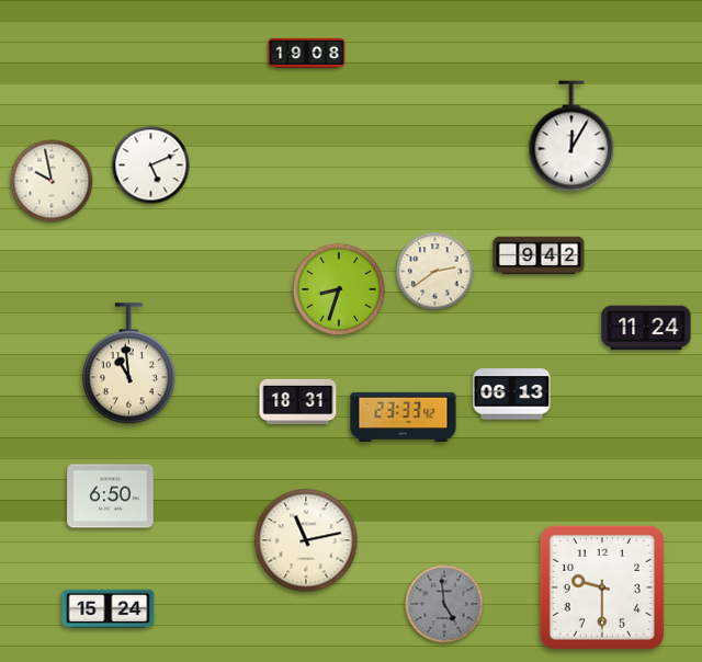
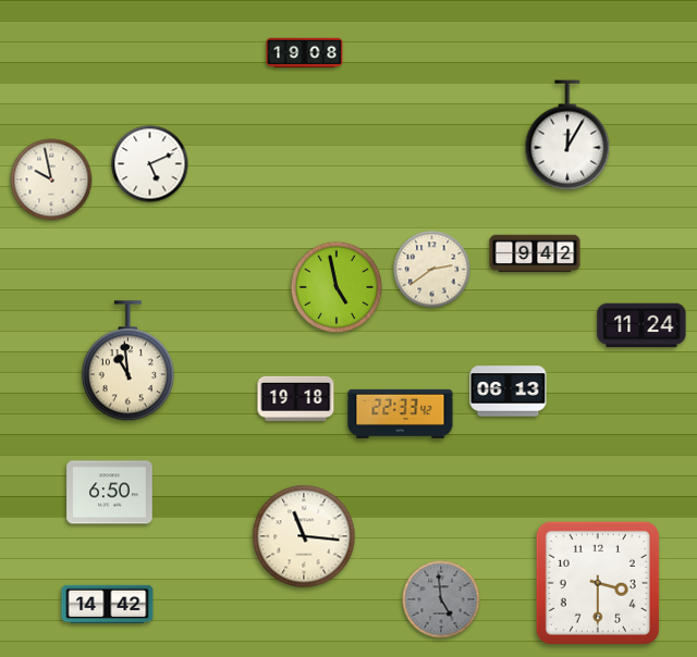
clock at (339, 289): 8:33 -> 4:58
clock at (298, 401): 18:31 -> 19:18
clock at (404, 416): 23:33 -> 22:33
clock at (306, 540): 11:13 -> 11:16
clock at (602, 587): 9:30 -> 3:30
clock at (109, 608): 15:24 -> 14:42
